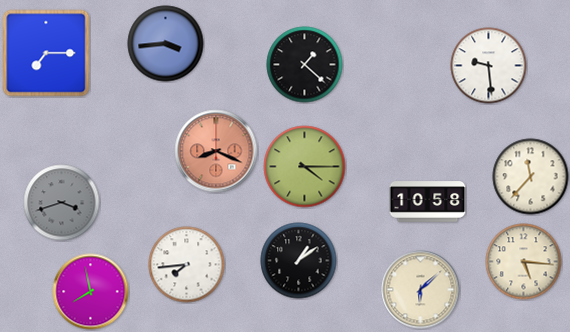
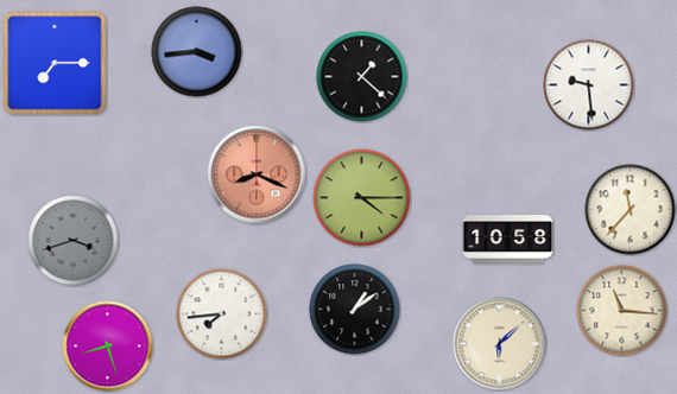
clock at (489, 66) position: (489, 66) -> (589, 85)
clock at (216, 151) position: (216, 151) -> (257, 174)
clock at (524, 262): 5:16 -> 11:16
clock at (91, 292): 7:58 -> 8:27
